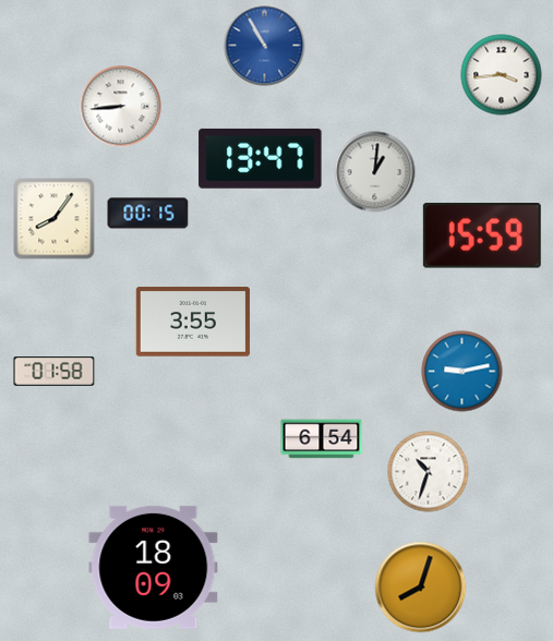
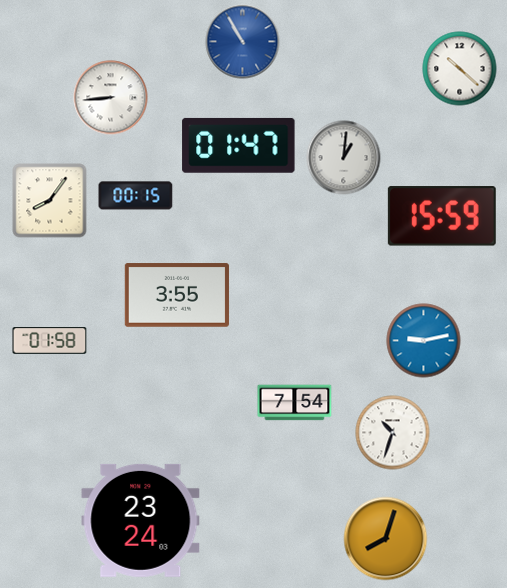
clock at (502, 75): 3:44 -> 10:22
clock at (261, 158): 13:47 -> 01:47
clock at (322, 439): 6:54 -> 7:54
clock at (154, 567): 18:09 -> 23:24
